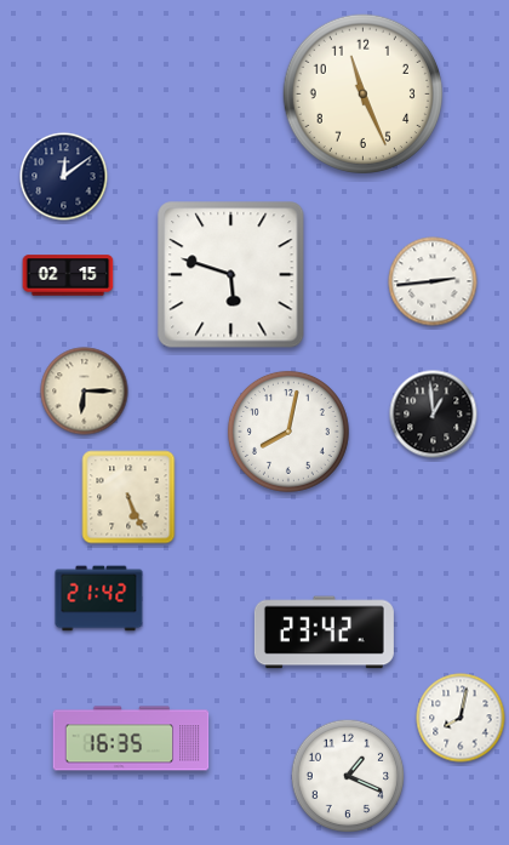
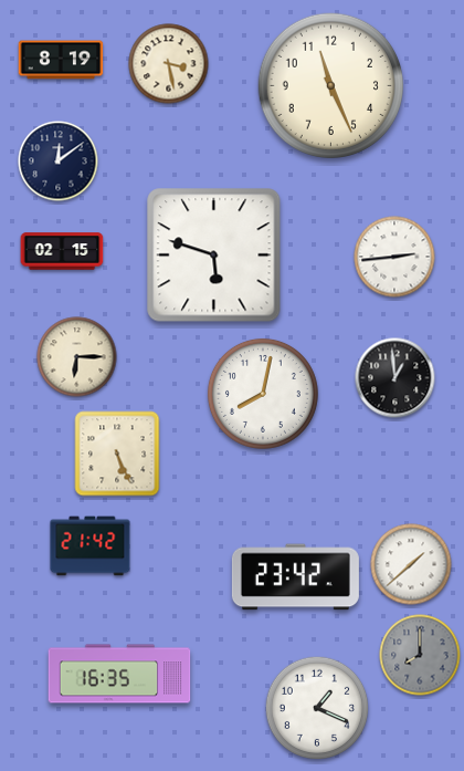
clock at (61, 60): none -> 8:19
clock at (169, 64): none -> 3:28
clock at (231, 275) position: (231, 275) -> (214, 256)
clock at (411, 564): none -> 1:38
clock at (461, 718): 8:02 -> 8:00
clock at (461, 718) dial: white -> grey
